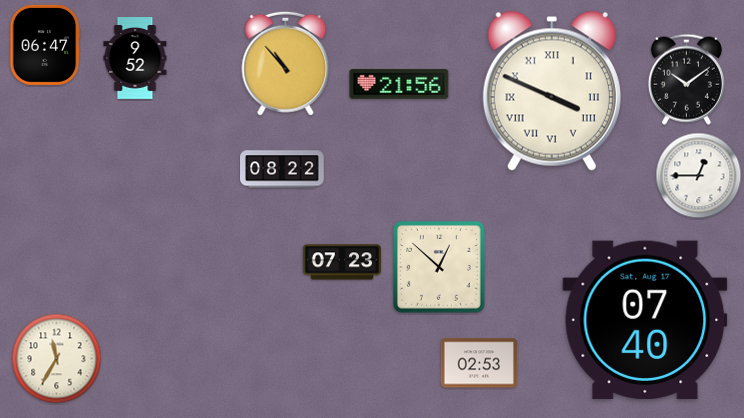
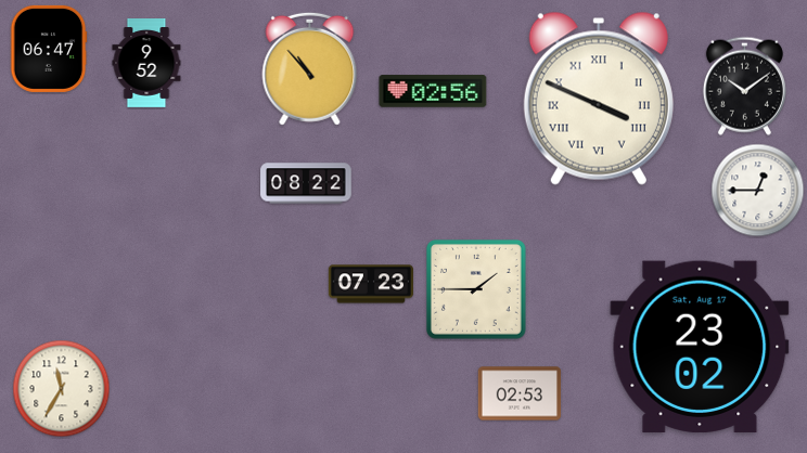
clock at (399, 84): 21:56 -> 02:56
clock at (440, 268): 12:52 -> 1:45
clock at (645, 319): 07:40 -> 23:02
